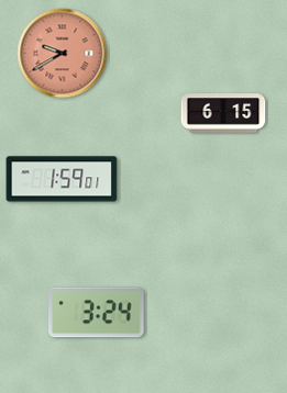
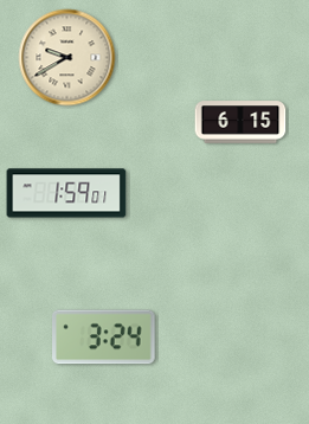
clock at (63, 54) dial: salmon -> cream
